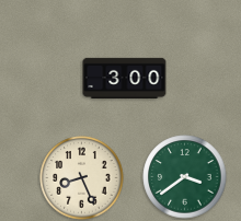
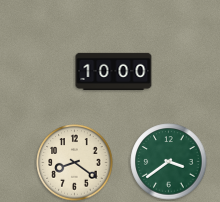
clock at (125, 78): 3:00 -> 10:00
clock at (82, 178): 8:26 -> 8:21
